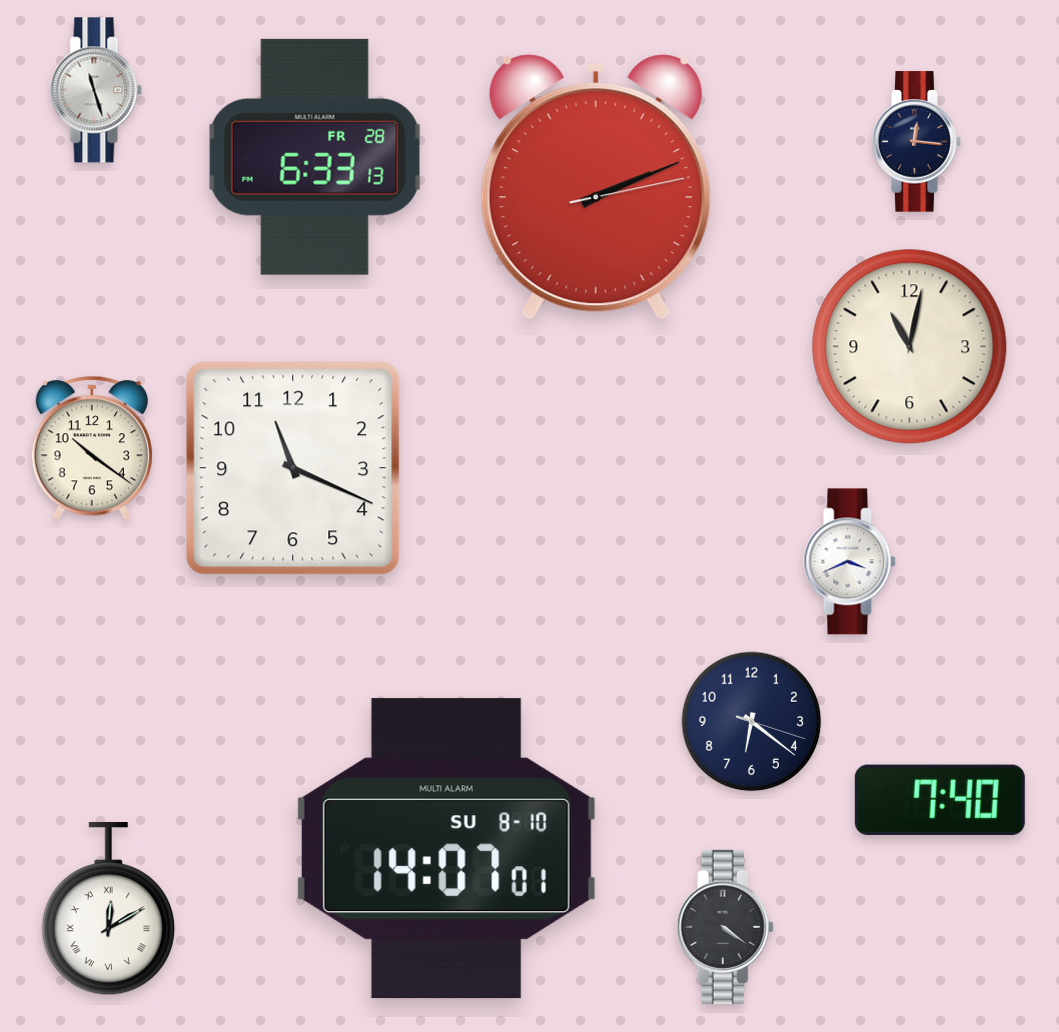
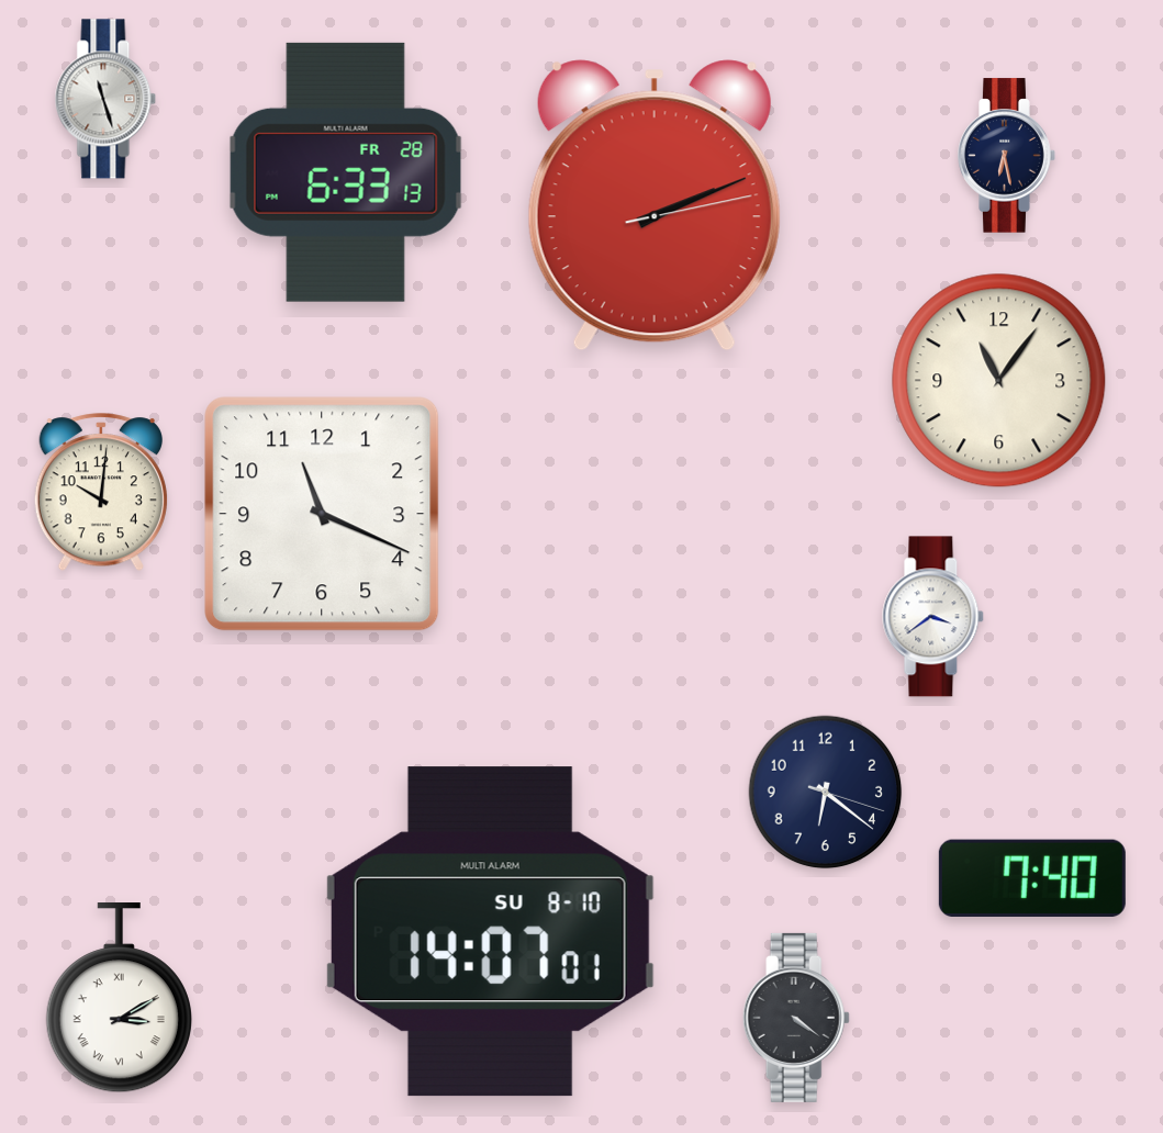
clock at (917, 142): 12:16 -> 6:28
clock at (910, 347): 11:02 -> 11:06
clock at (92, 449): 10:21 -> 10:01
clock at (850, 562): 3:41 -> 3:39
clock at (108, 910): 12:10 -> 3:10
